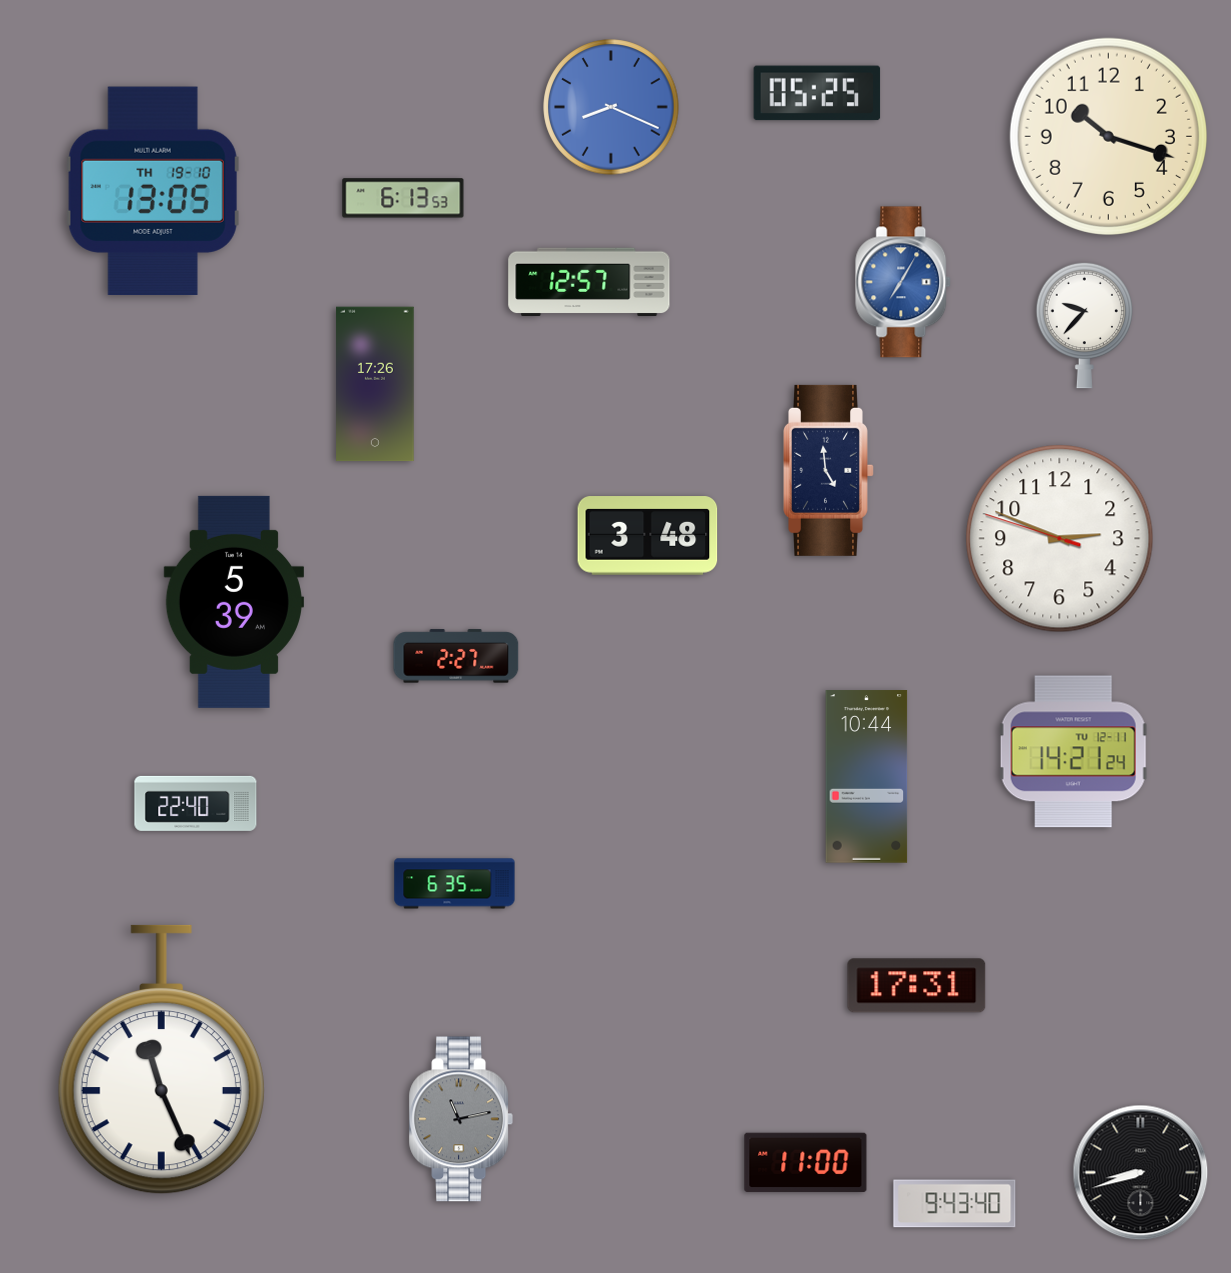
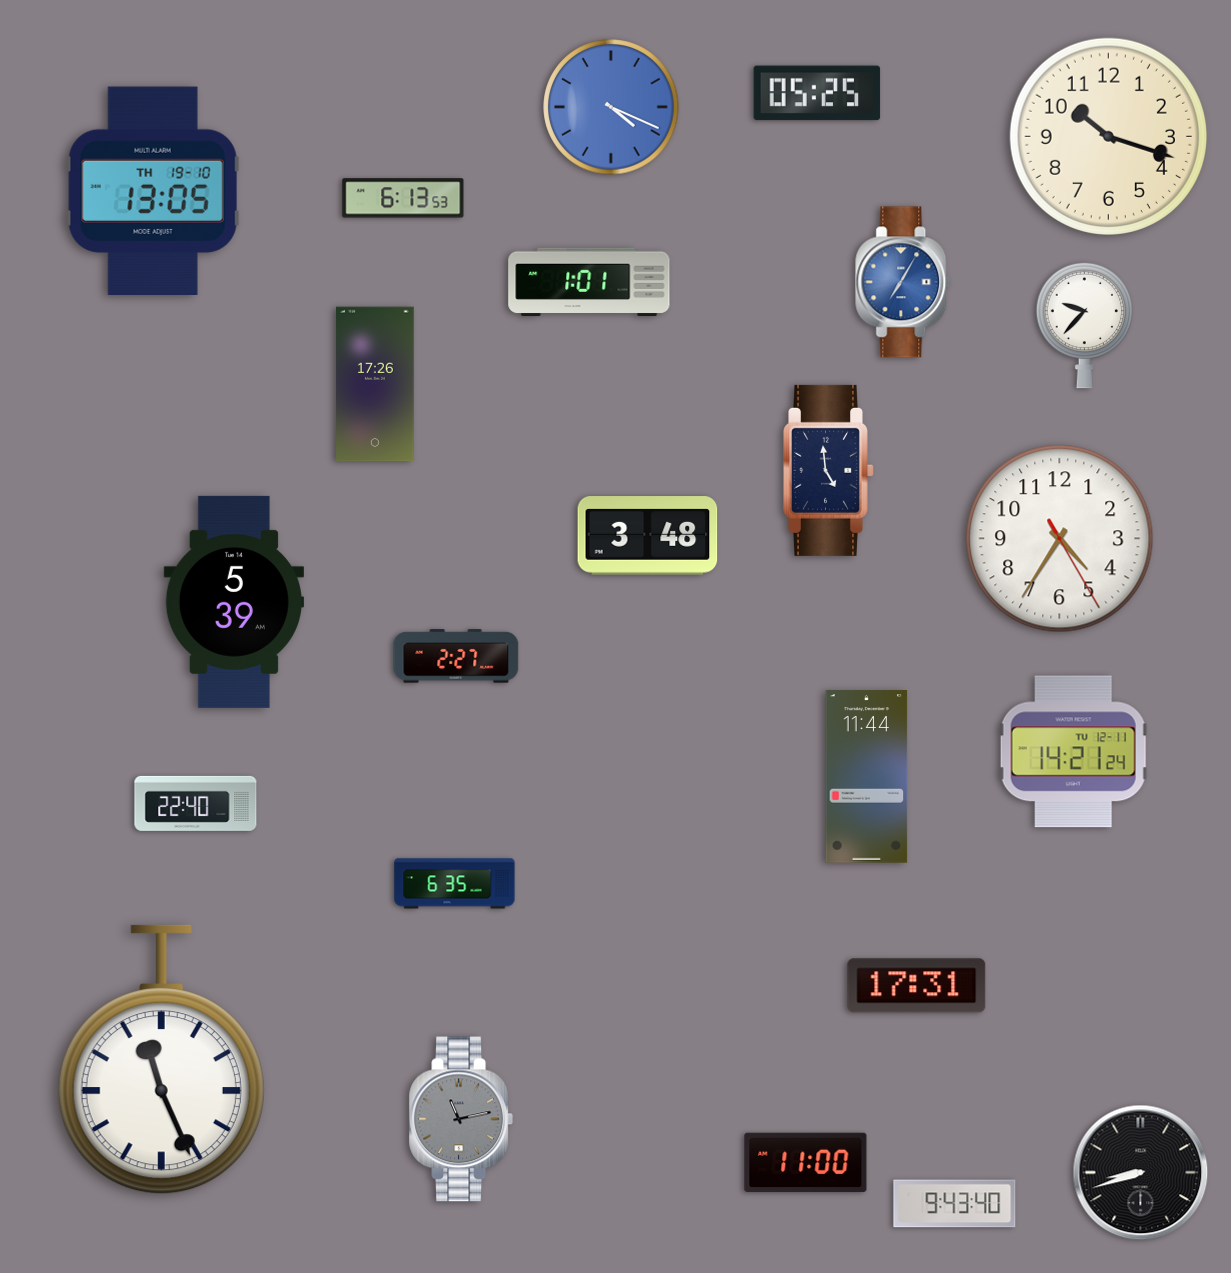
clock at (611, 107): 8:19 -> 4:19
clock at (589, 282): 12:57 -> 1:01
clock at (1060, 539): 2:48 -> 4:35
clock at (867, 777): 10:44 -> 11:44
